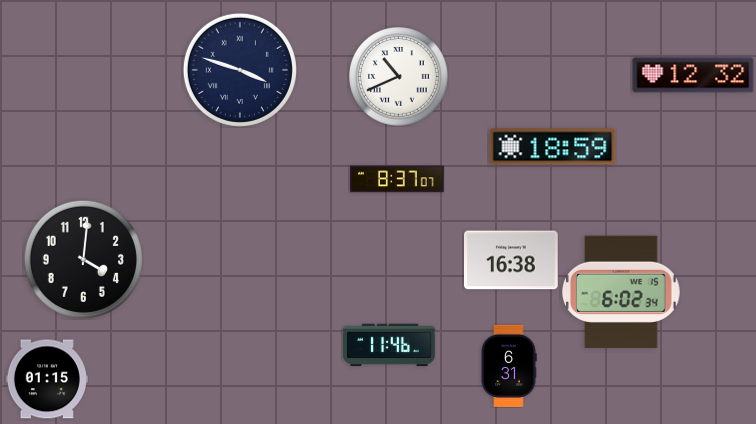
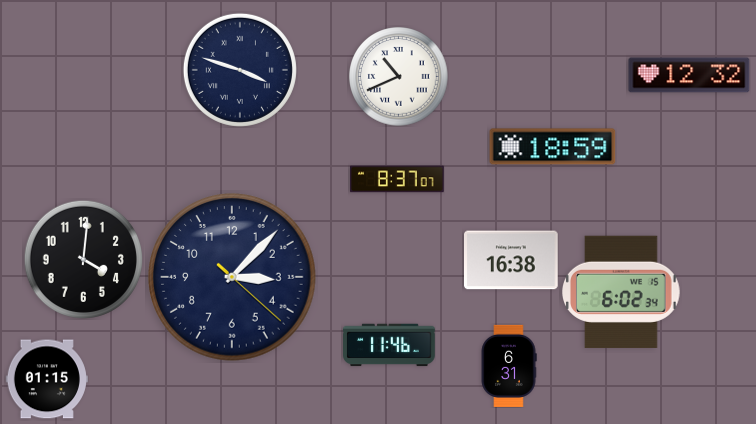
clock at (693, 75) position: (693, 75) -> (689, 75)
clock at (232, 277): none -> 3:07
